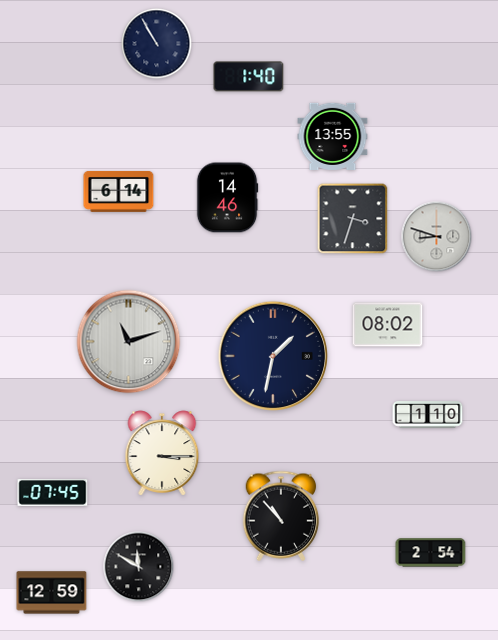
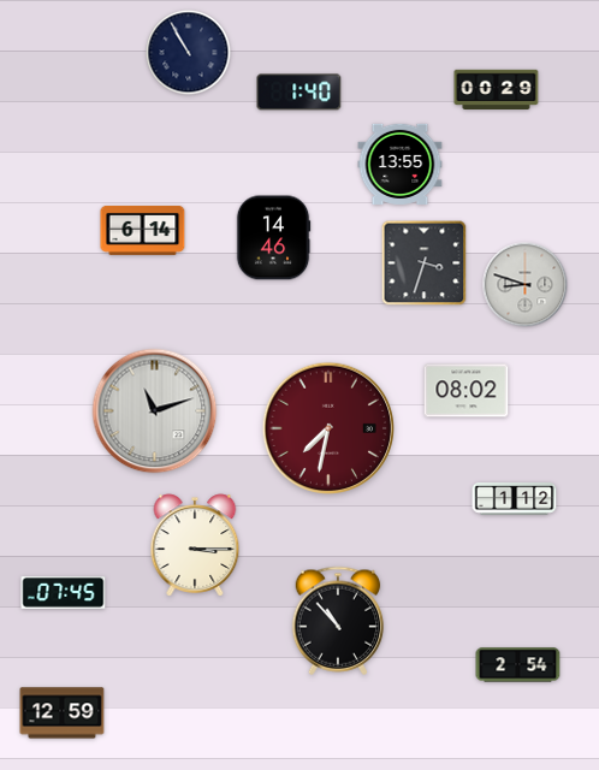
clock at (497, 89): none -> 00:29
clock at (272, 355): 1:32 -> 7:32
clock at (272, 355) dial: navy -> burgundy
clock at (428, 415): 1:10 -> 1:12
clock at (139, 567): 11:50 -> none
